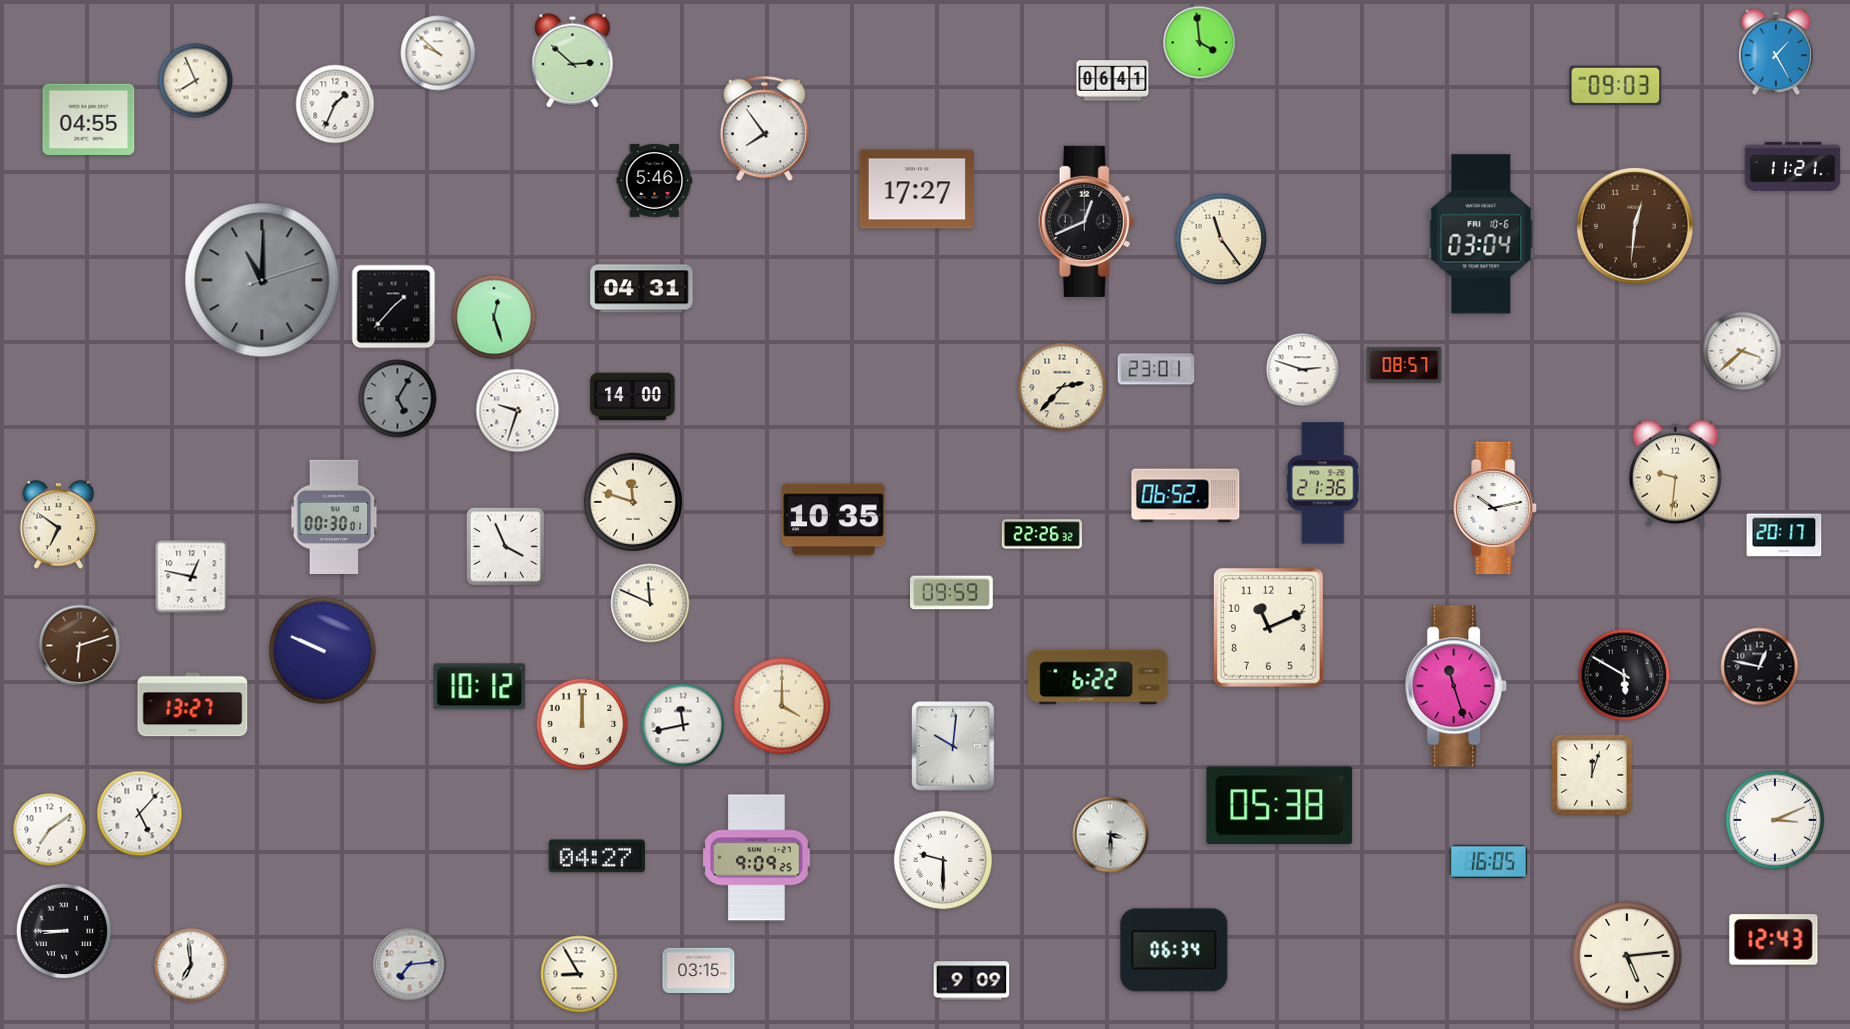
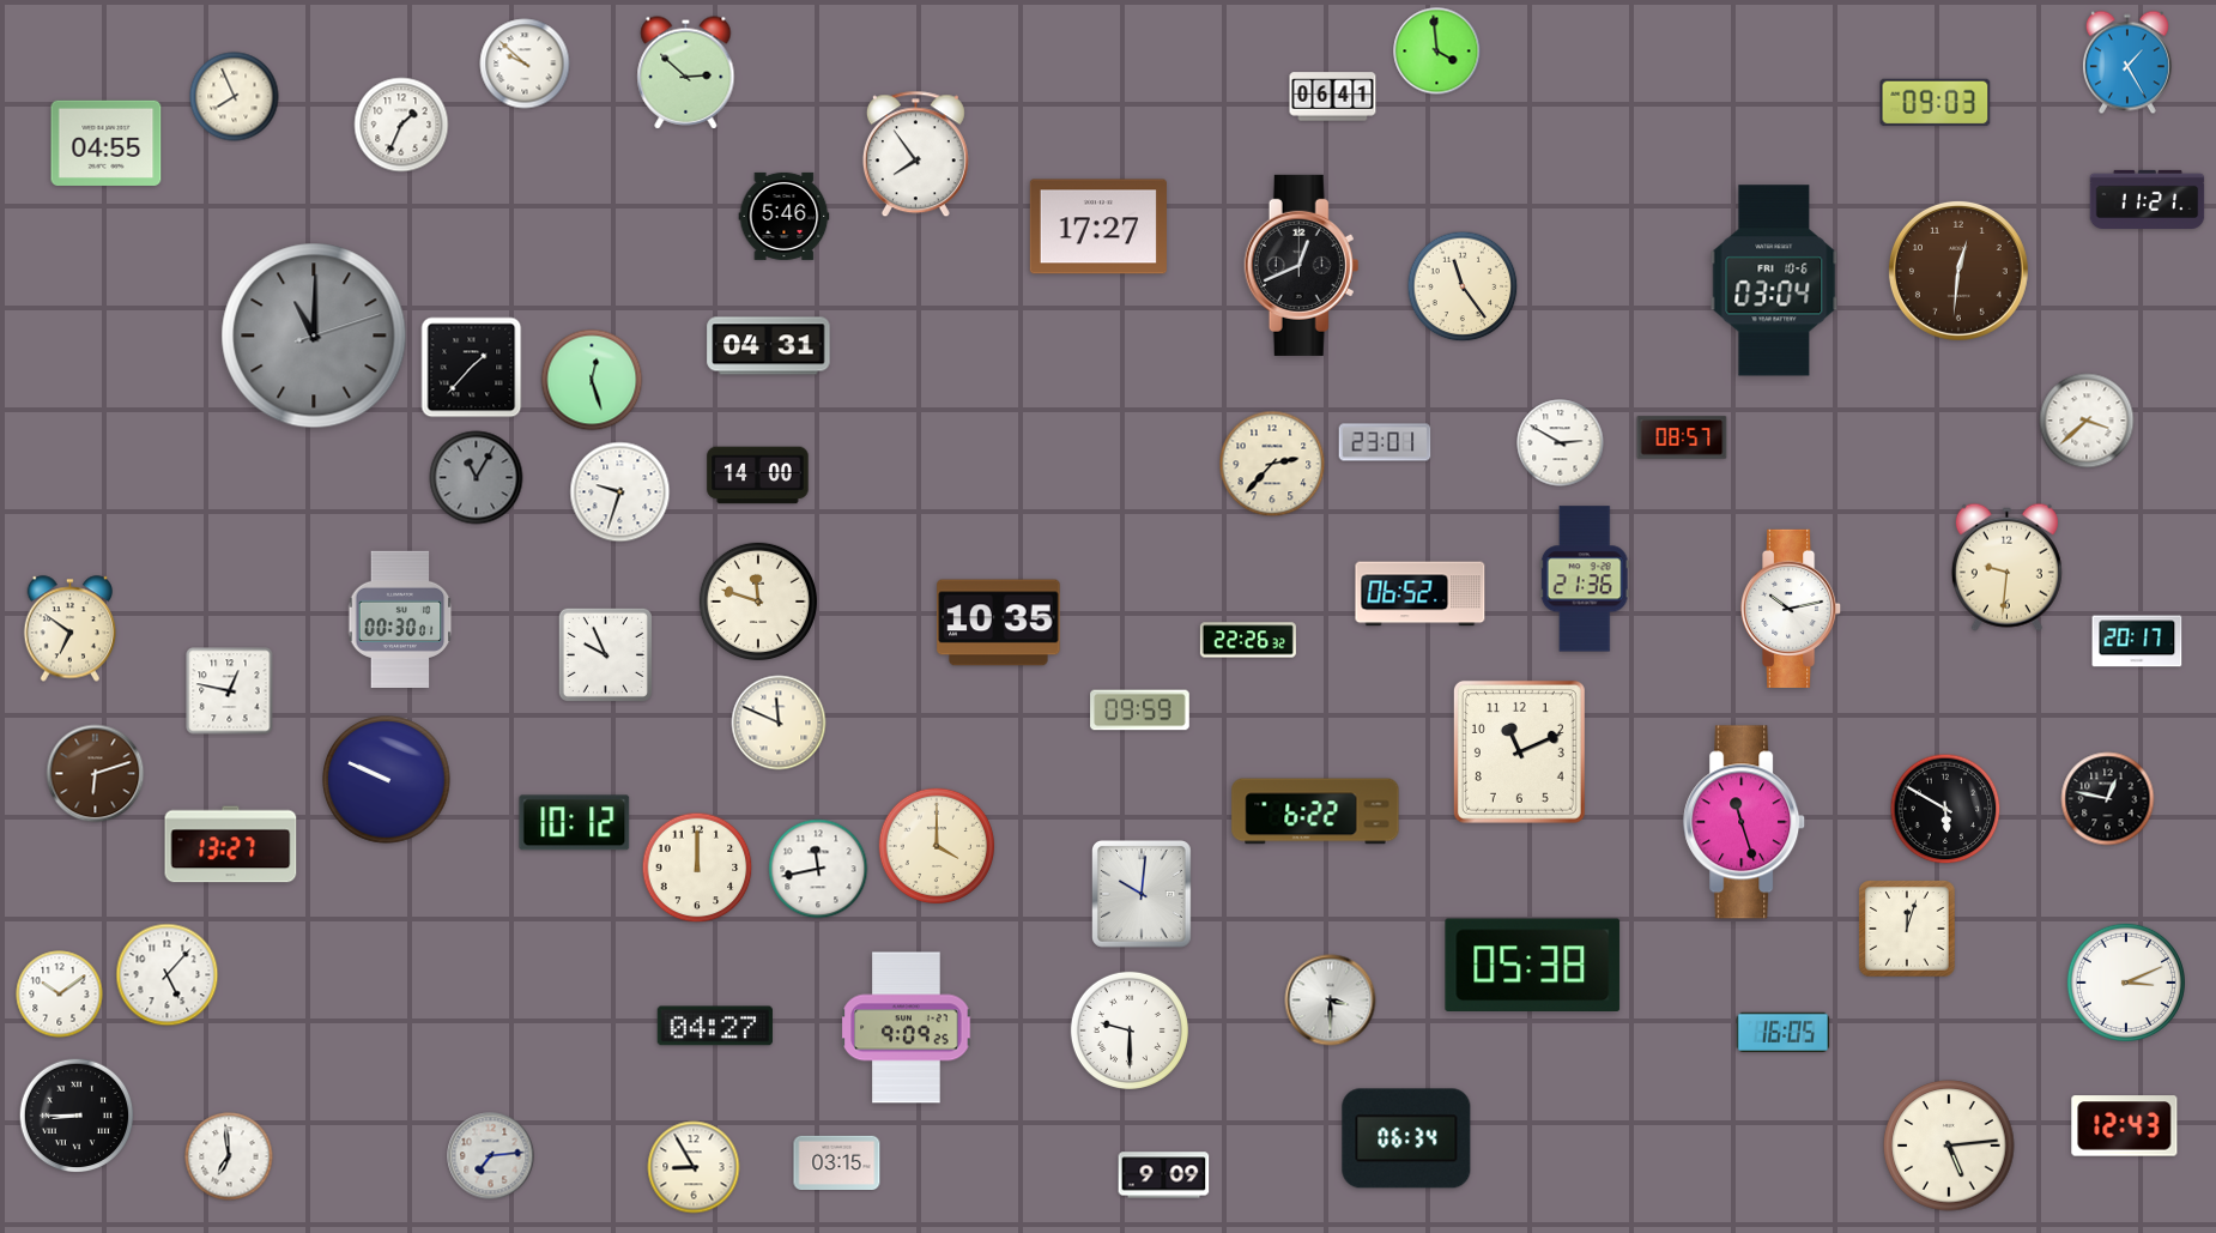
clock at (1303, 370): 2:48 -> 2:50
clock at (398, 399): 5:05 -> 11:05
clock at (505, 546): 3:56 -> 9:56
clock at (50, 830): 7:09 -> 10:09
